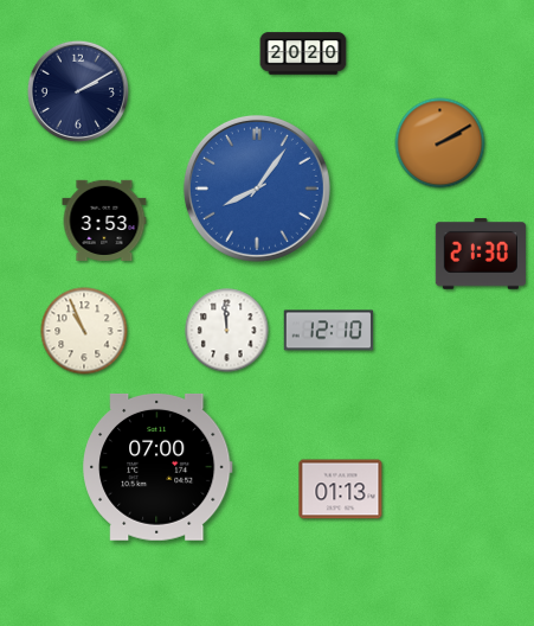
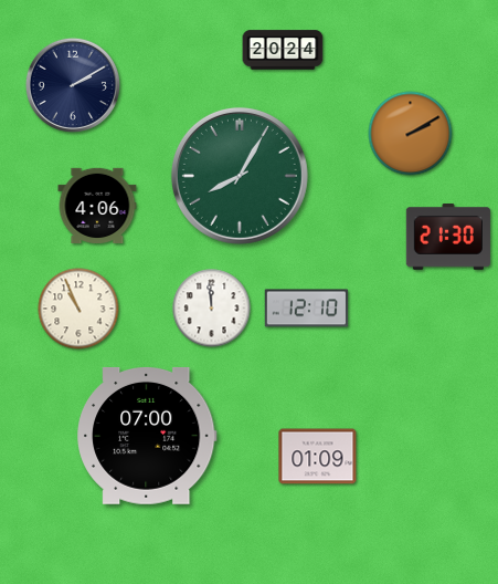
clock at (303, 53): 20:20 -> 20:24
clock at (257, 189): 8:06 -> 8:05
clock at (257, 189) dial: blue -> green
clock at (104, 219): 3:53 -> 4:06
clock at (341, 490): 01:13 -> 01:09
